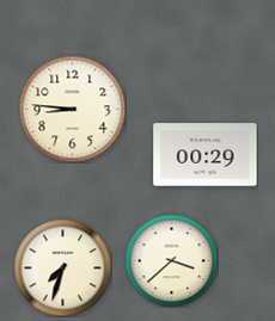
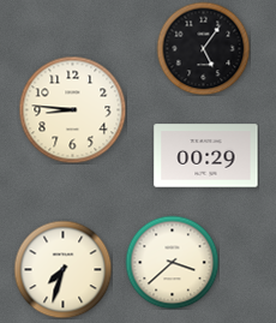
clock at (203, 48): none -> 5:06
